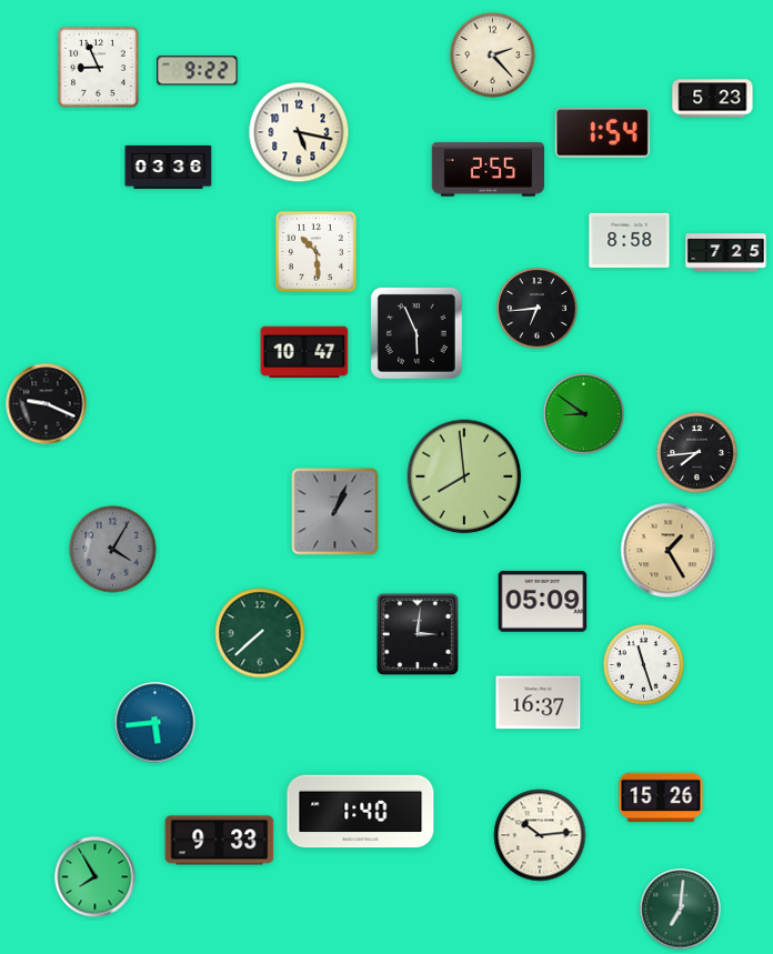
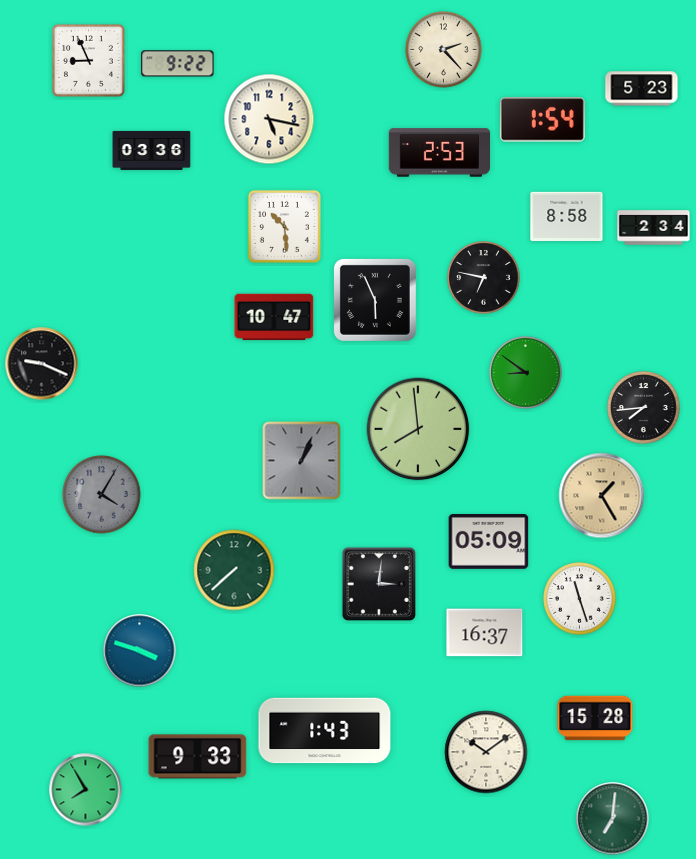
clock at (488, 170): 2:55 -> 2:53
clock at (726, 253): 7:25 -> 2:34
clock at (538, 309): 6:44 -> 6:47
clock at (697, 453) position: (697, 453) -> (644, 408)
clock at (418, 634) position: (418, 634) -> (379, 584)
clock at (155, 723): 5:44 -> 3:48
clock at (661, 797): 15:26 -> 15:28
clock at (361, 812): 1:40 -> 1:43
clock at (540, 835): 10:14 -> 10:09
